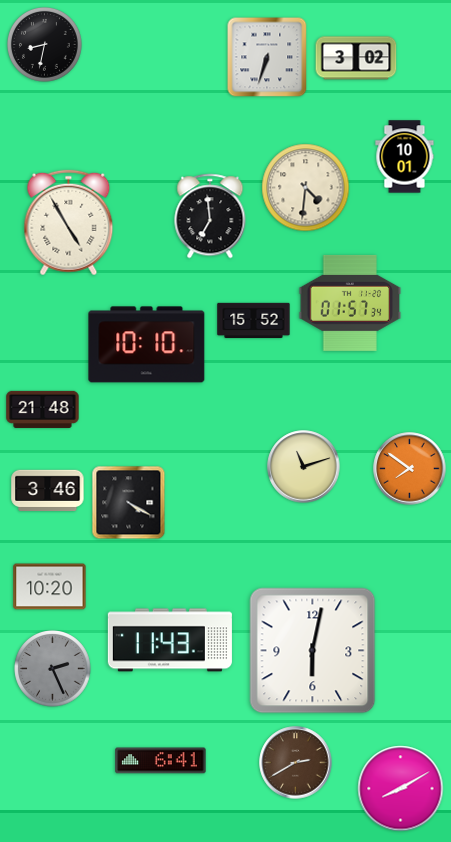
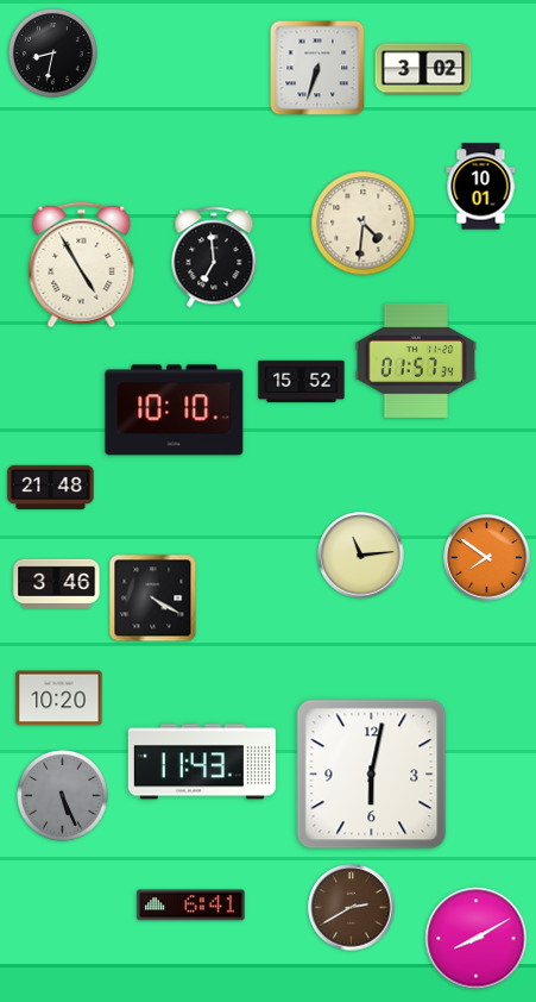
clock at (210, 216) position: (210, 216) -> (214, 257)
clock at (304, 467): 11:12 -> 11:14
clock at (53, 669): 2:26 -> 5:26
